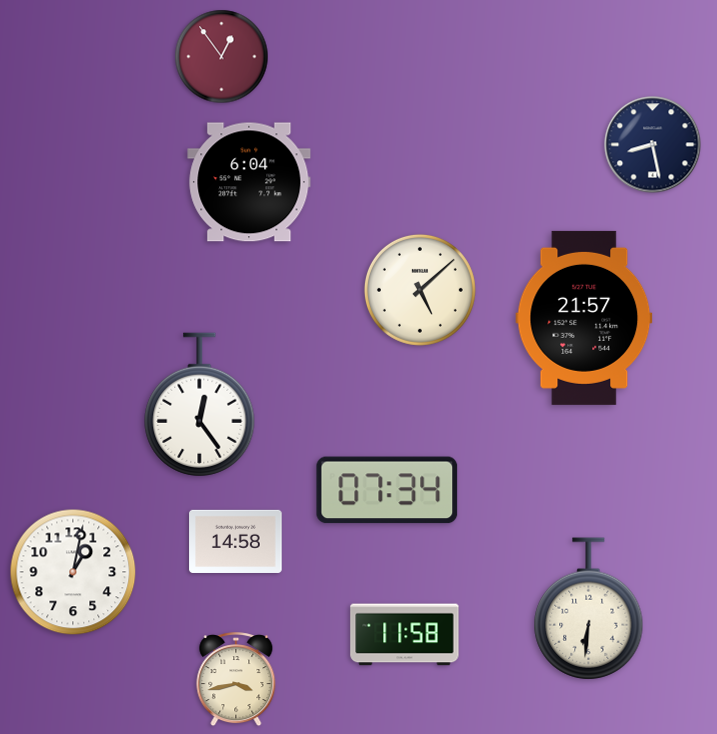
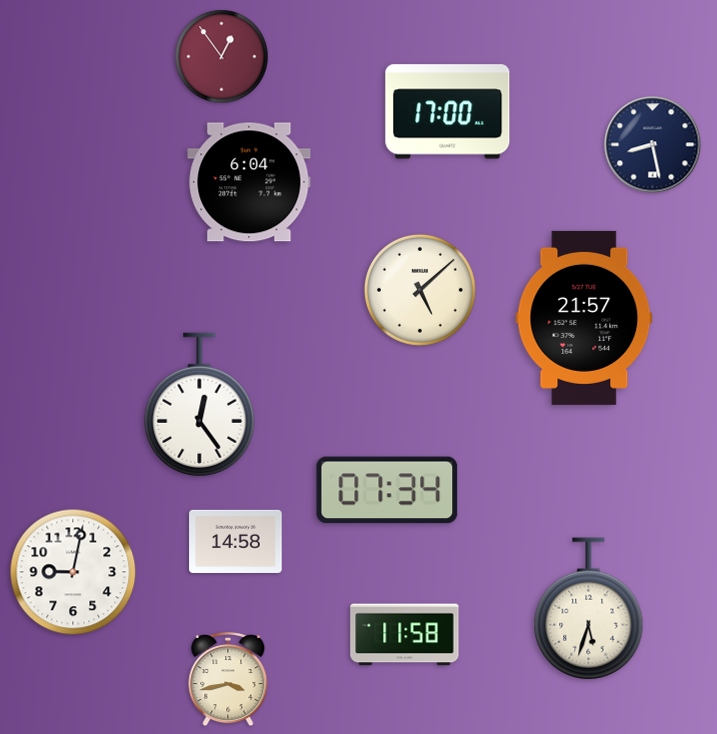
clock at (448, 112): none -> 17:00
clock at (73, 572): 1:02 -> 9:02
clock at (589, 609): 6:31 -> 5:33
clock at (236, 680) position: (236, 680) -> (228, 680)
